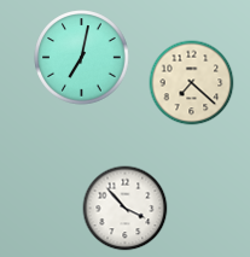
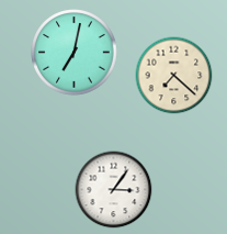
clock at (126, 209): 3:53 -> 3:06
